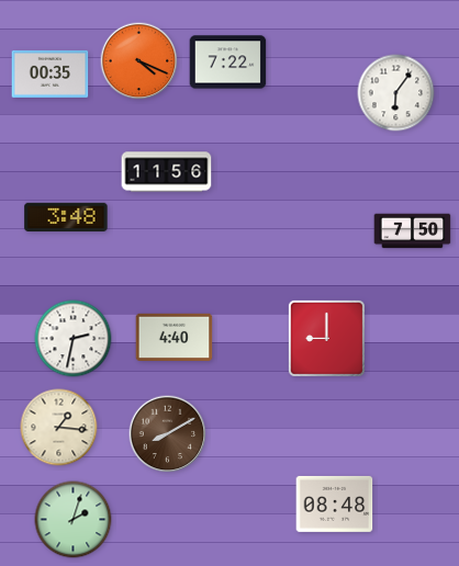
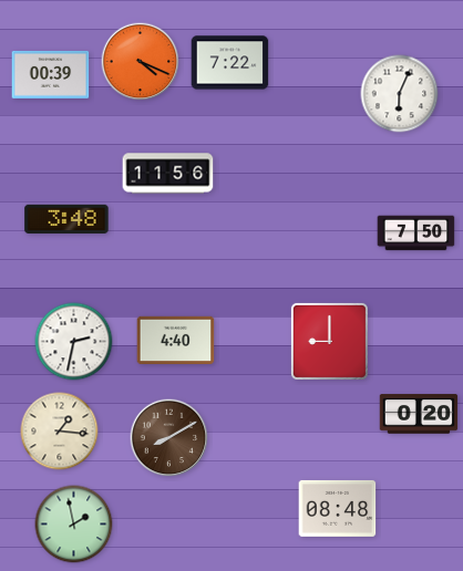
clock at (51, 73): 00:35 -> 00:39
clock at (396, 93): 6:06 -> 6:04
clock at (419, 414): none -> 0:20
clock at (74, 520): 2:03 -> 1:58
